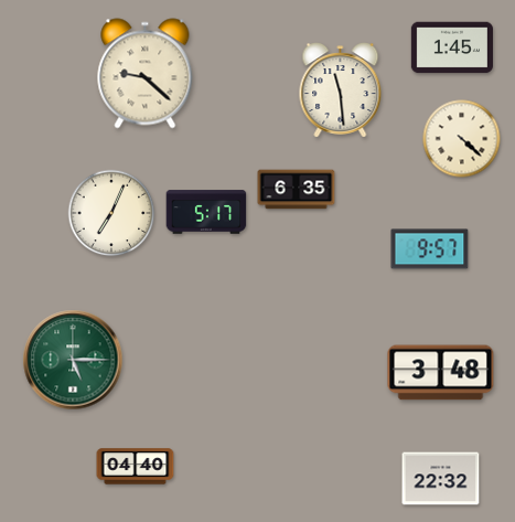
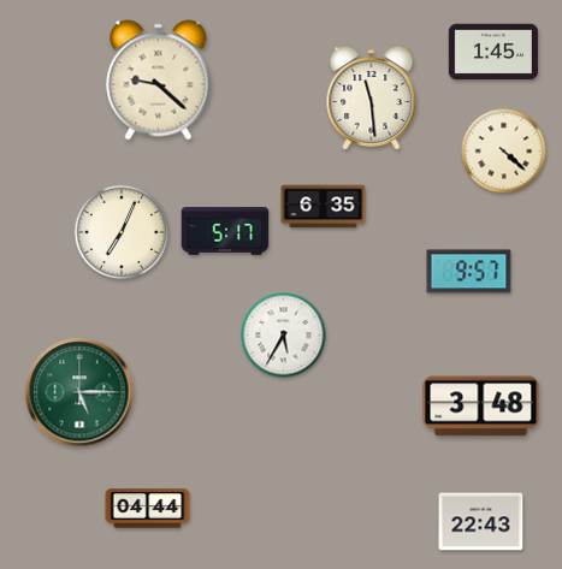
clock at (284, 336): none -> 5:35
clock at (136, 467): 04:40 -> 04:44
clock at (441, 479): 22:32 -> 22:43
